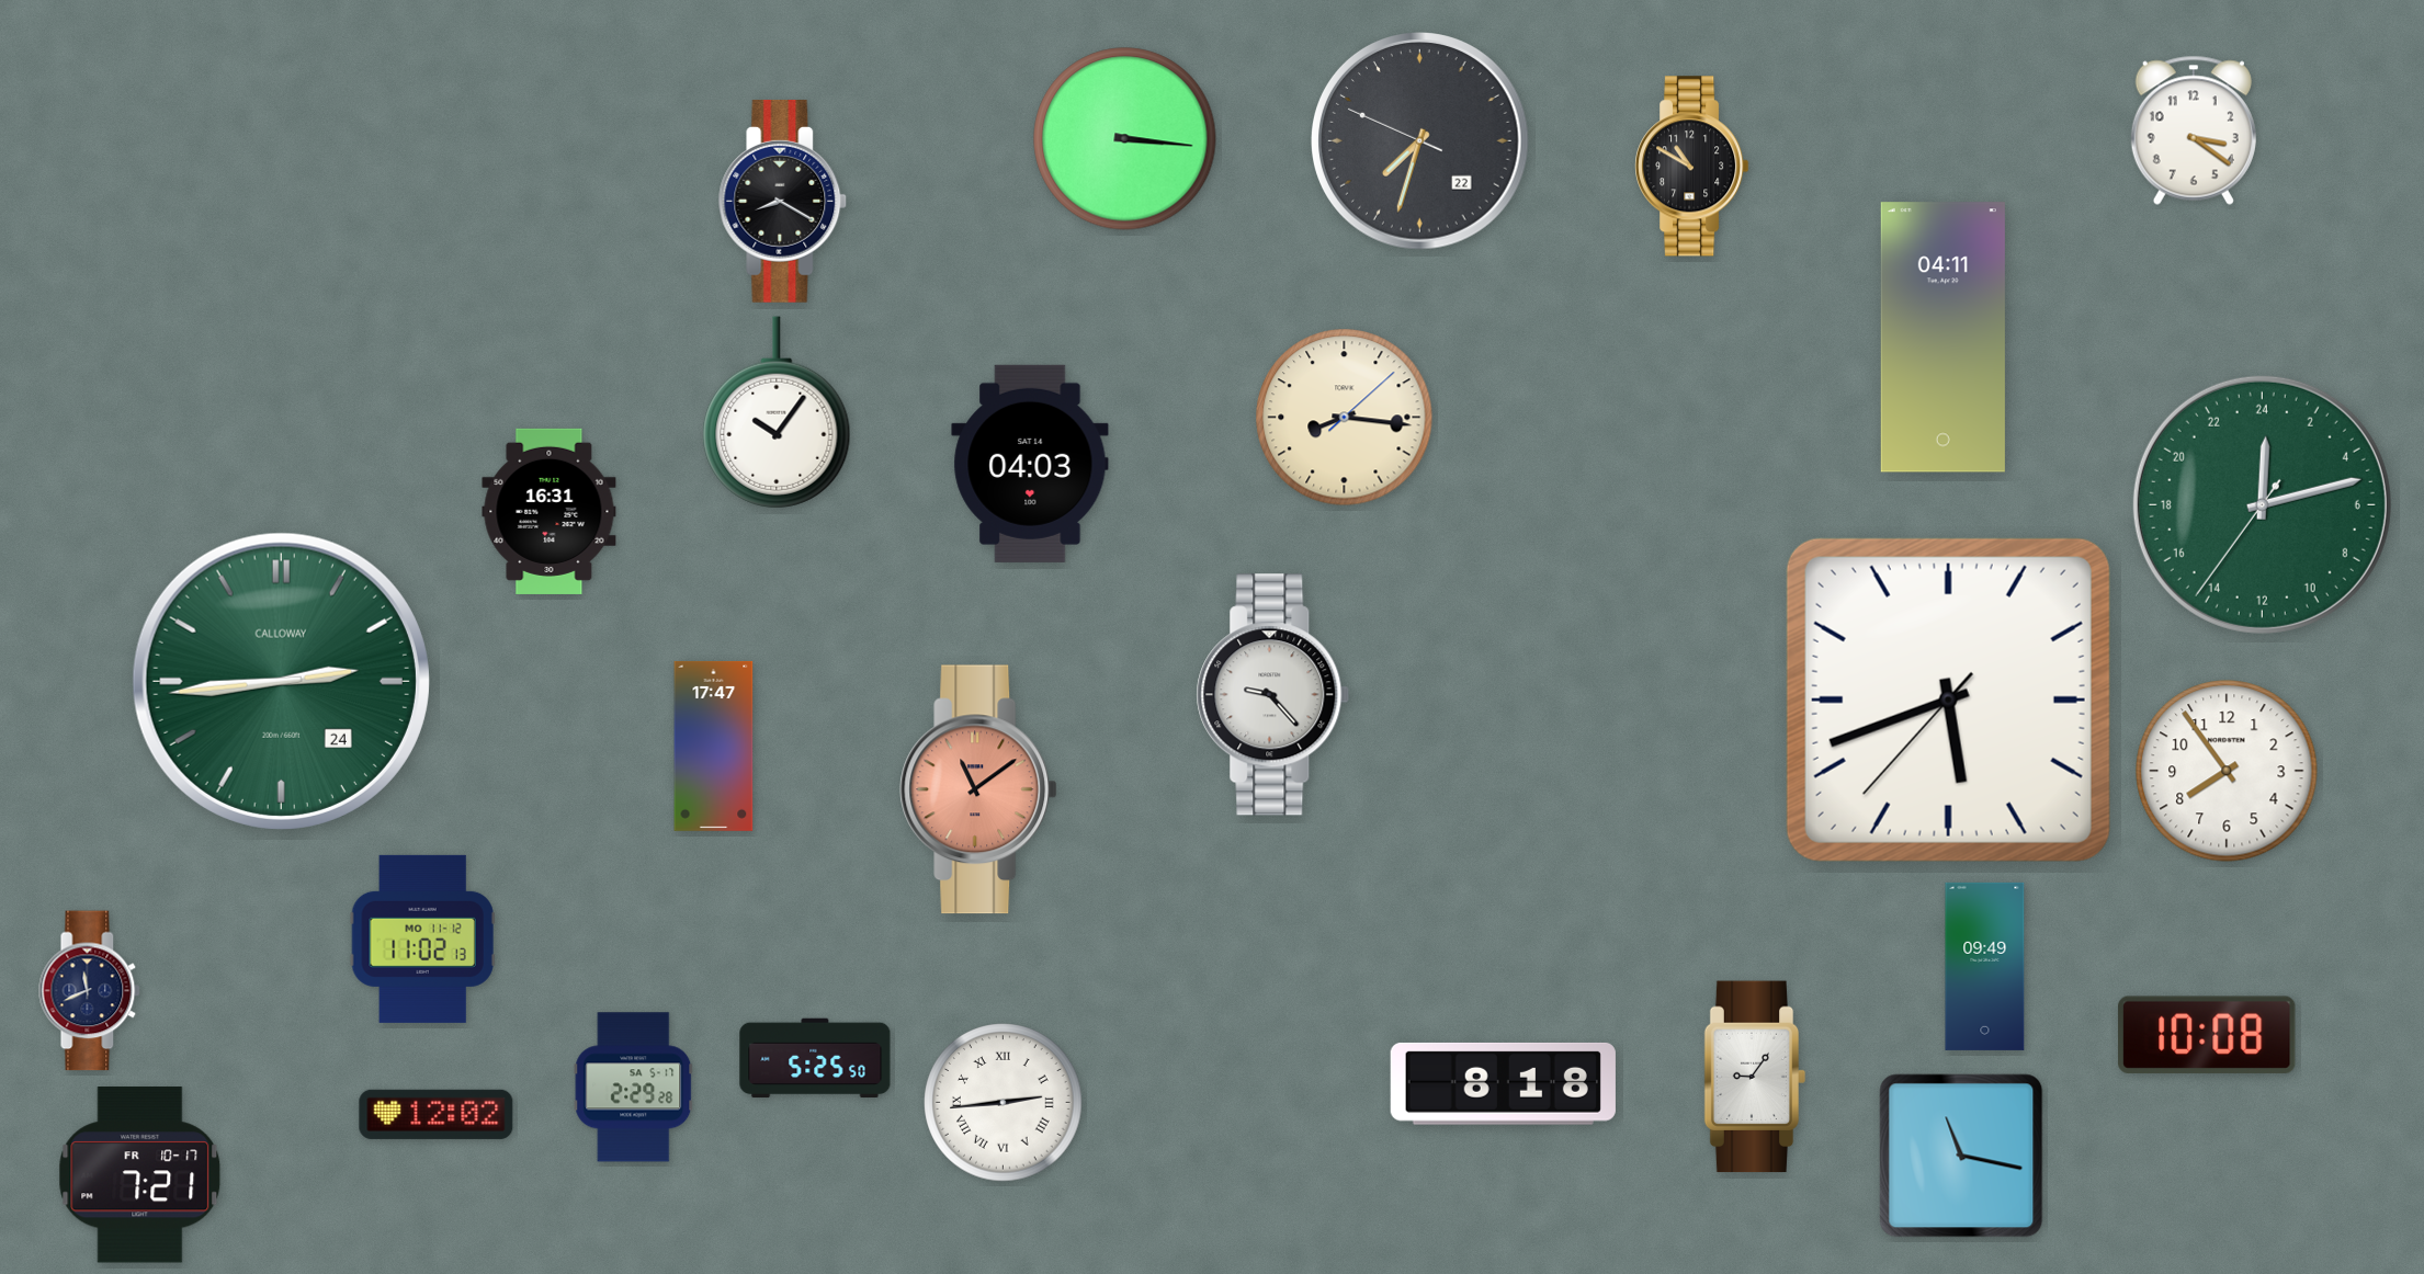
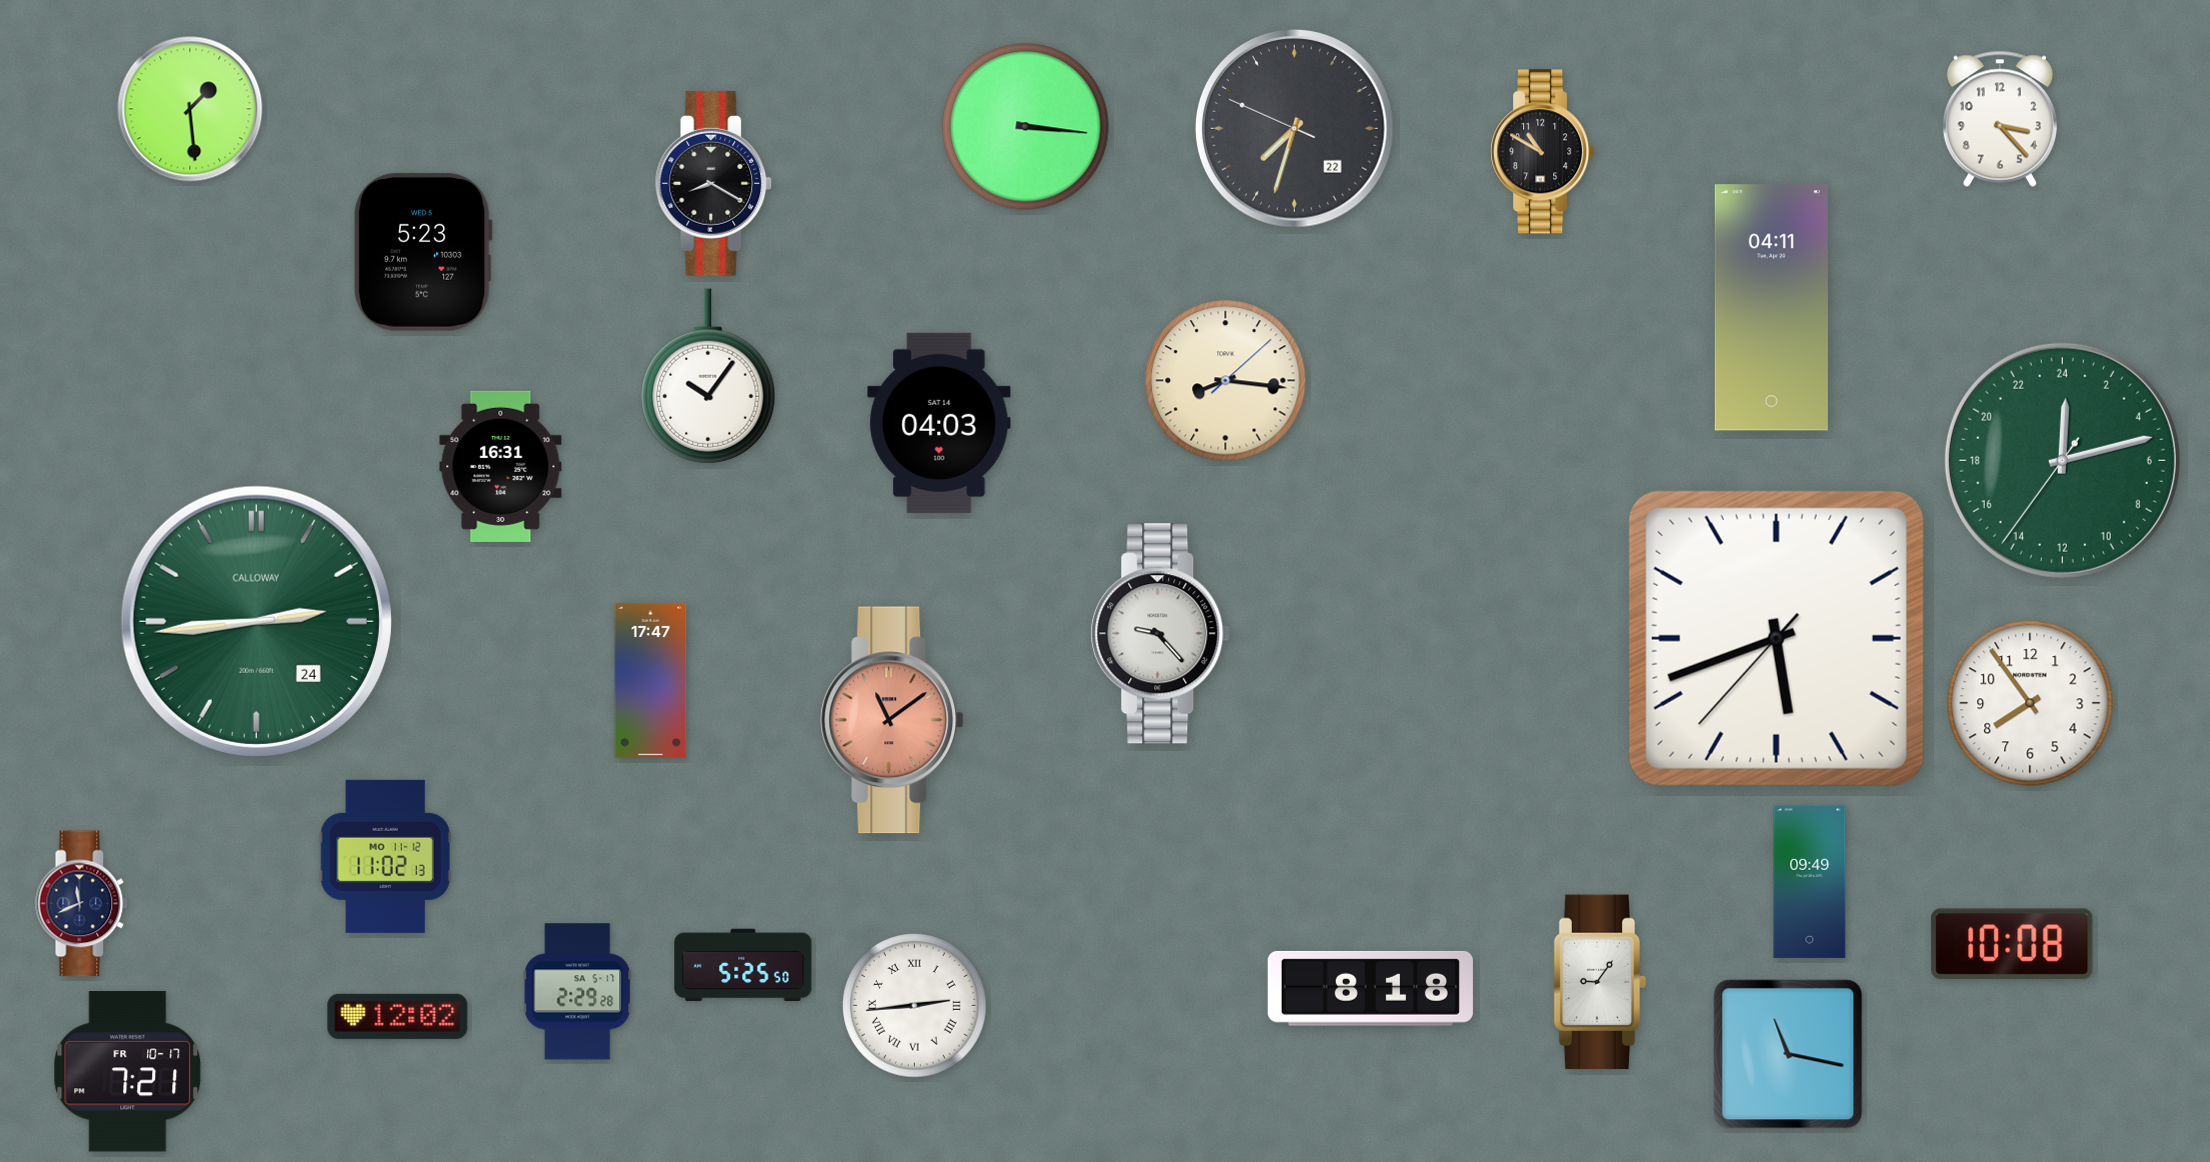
clock at (190, 109): none -> 1:29
clock at (2194, 130): 3:21 -> 3:23
clock at (423, 252): none -> 5:23
